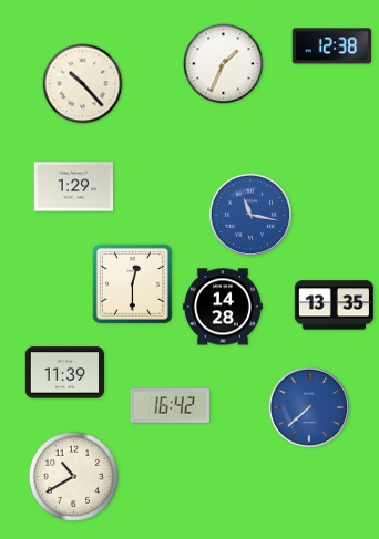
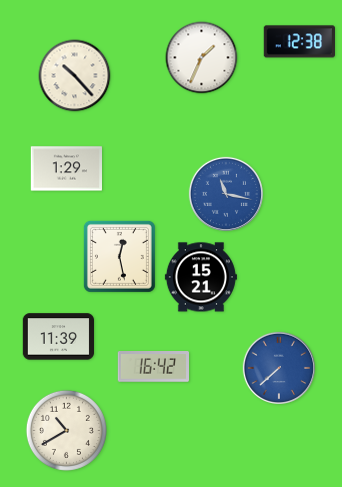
clock at (132, 283): 12:30 -> 12:28
clock at (335, 305): 13:35 -> none
clock at (223, 307): 14:28 -> 15:21
